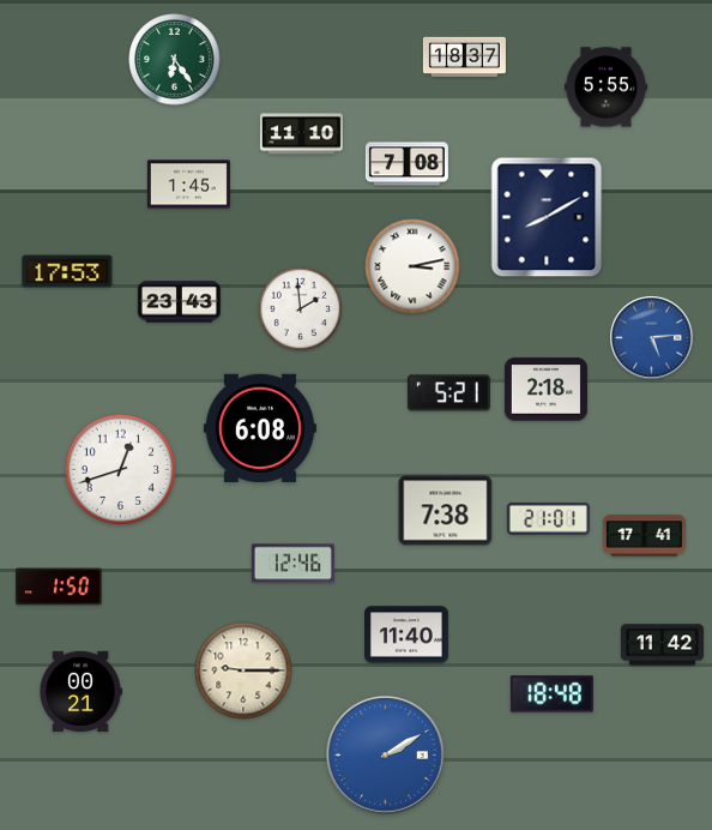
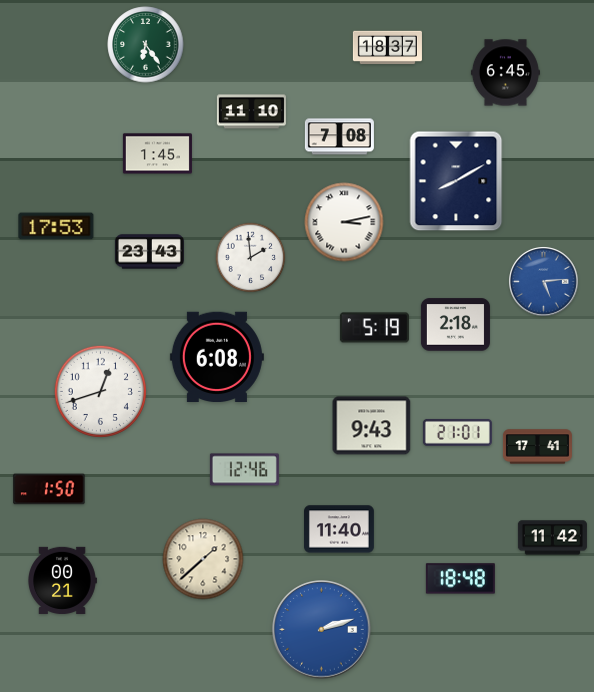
clock at (175, 60) position: (175, 60) -> (146, 45)
clock at (605, 88): 5:55 -> 6:45
clock at (448, 393): 5:21 -> 5:19
clock at (446, 511): 7:38 -> 9:43
clock at (243, 670): 9:15 -> 1:38
clock at (80, 691) position: (80, 691) -> (62, 580)
clock at (386, 756): 2:10 -> 2:12
